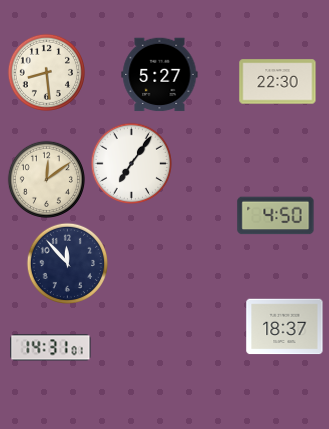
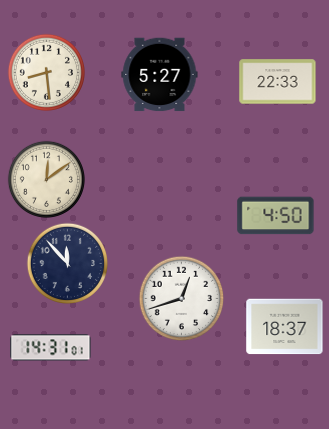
clock at (278, 82): 22:30 -> 22:33
clock at (131, 163): 7:06 -> none
clock at (181, 298): none -> 12:42
